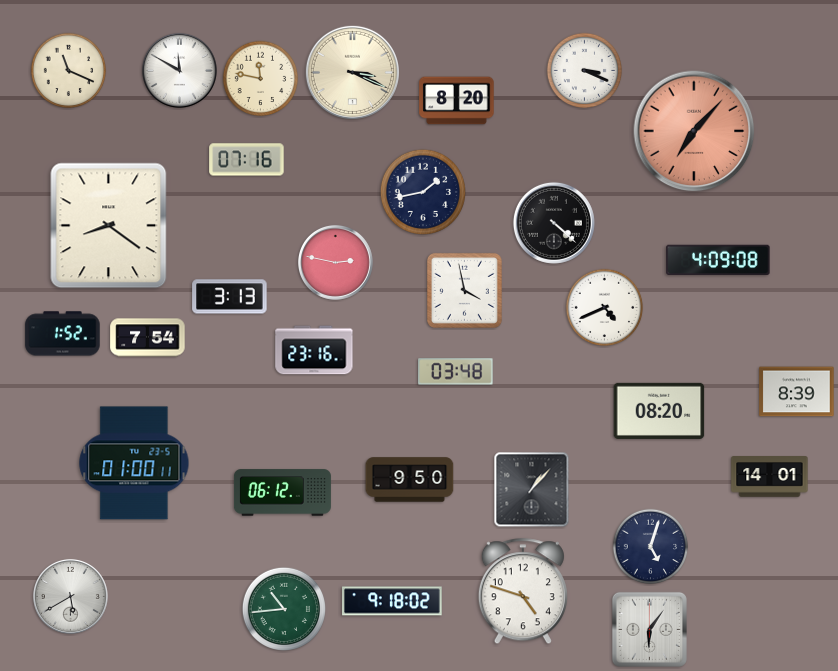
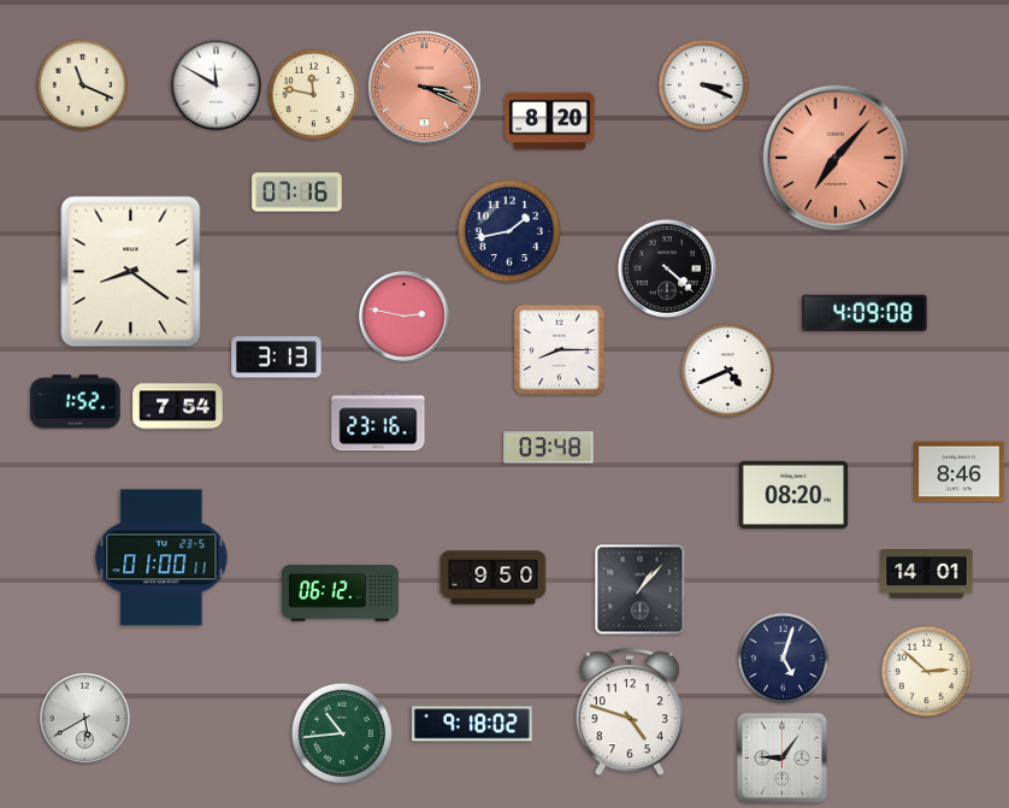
clock at (352, 72) dial: cream -> salmon
clock at (464, 290): 3:58 -> 8:15
clock at (797, 392): 8:39 -> 8:46
clock at (927, 672): none -> 2:52
clock at (649, 629): 6:06 -> 9:06
